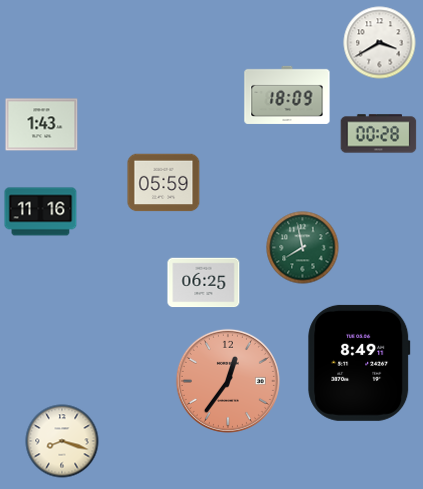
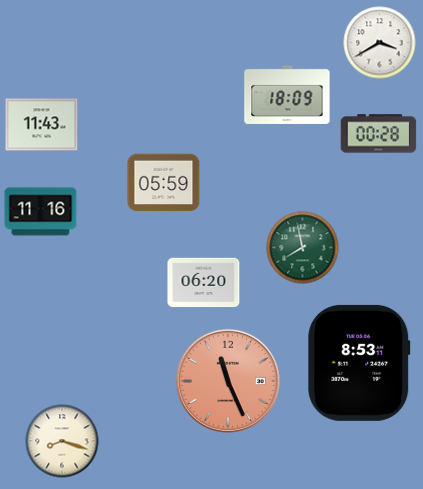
clock at (42, 125): 1:43 -> 11:43
clock at (204, 283): 06:25 -> 06:20
clock at (359, 363): 8:49 -> 8:53
clock at (228, 381): 12:36 -> 11:26
